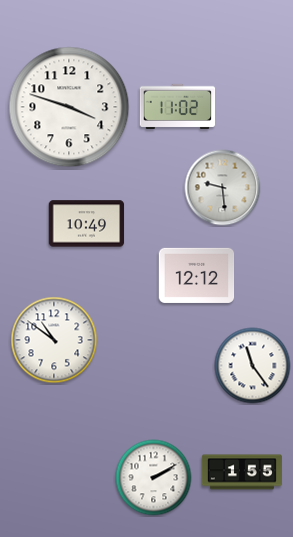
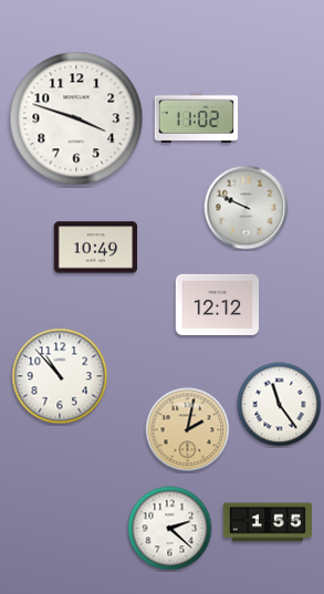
clock at (223, 188): 9:29 -> 9:49
clock at (54, 340): 10:51 -> 10:53
clock at (188, 430): none -> 2:02
clock at (154, 478): 2:10 -> 2:22
